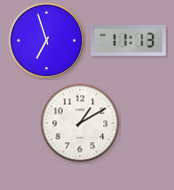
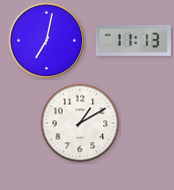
clock at (128, 40) position: (128, 40) -> (133, 40)
clock at (47, 41): 6:57 -> 7:02
